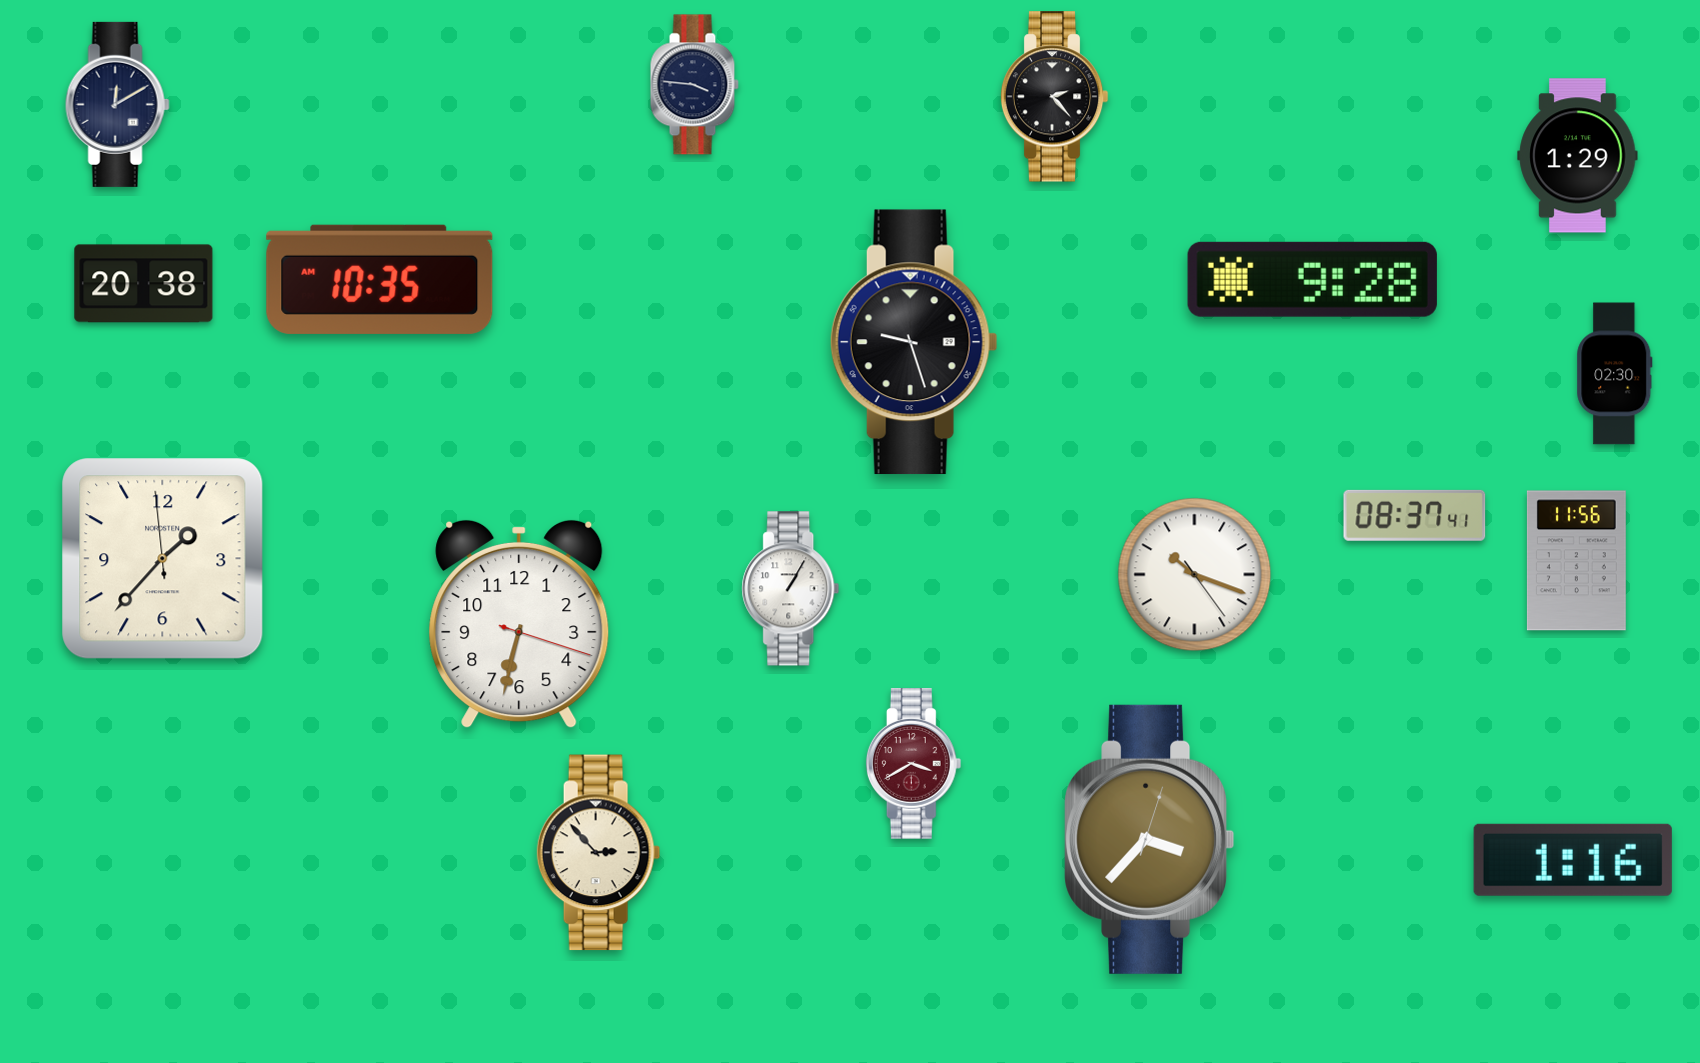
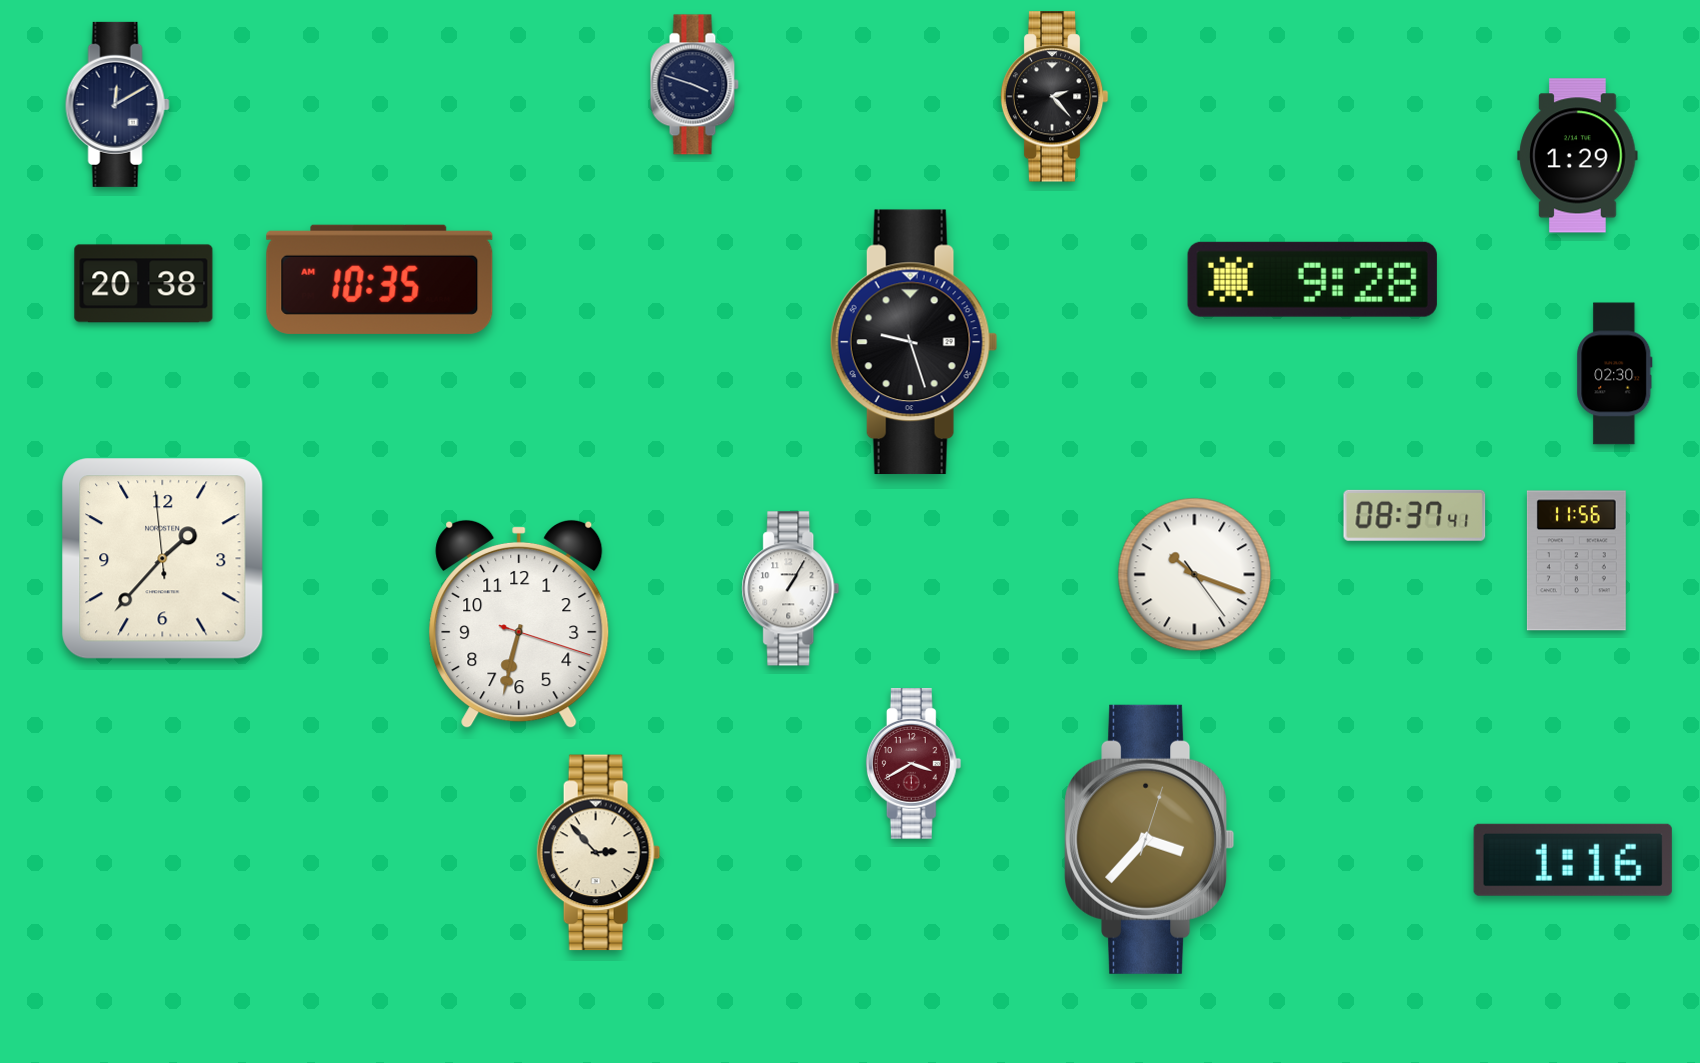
clock at (694, 85): 3:46 -> 3:48
